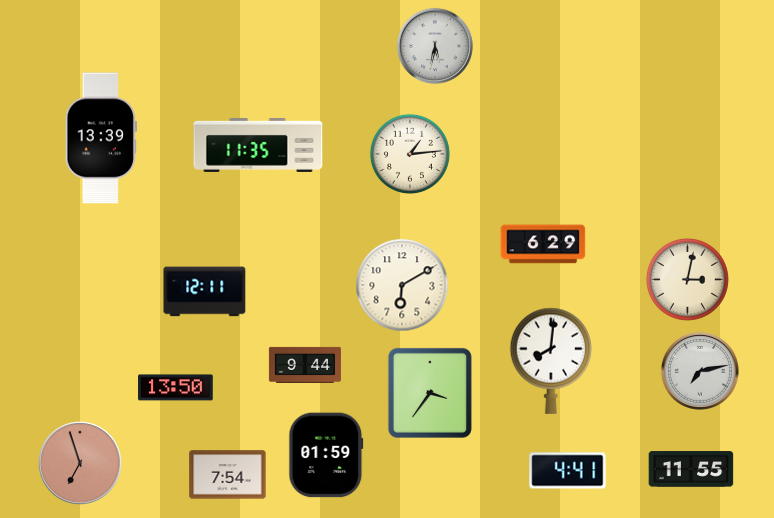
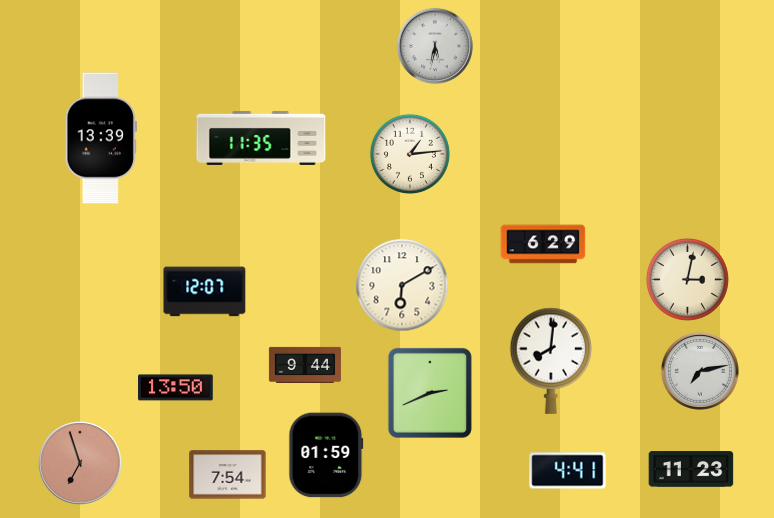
clock at (258, 145) position: (258, 145) -> (261, 138)
clock at (205, 292): 12:11 -> 12:07
clock at (430, 393): 3:36 -> 2:41
clock at (691, 469): 11:55 -> 11:23
